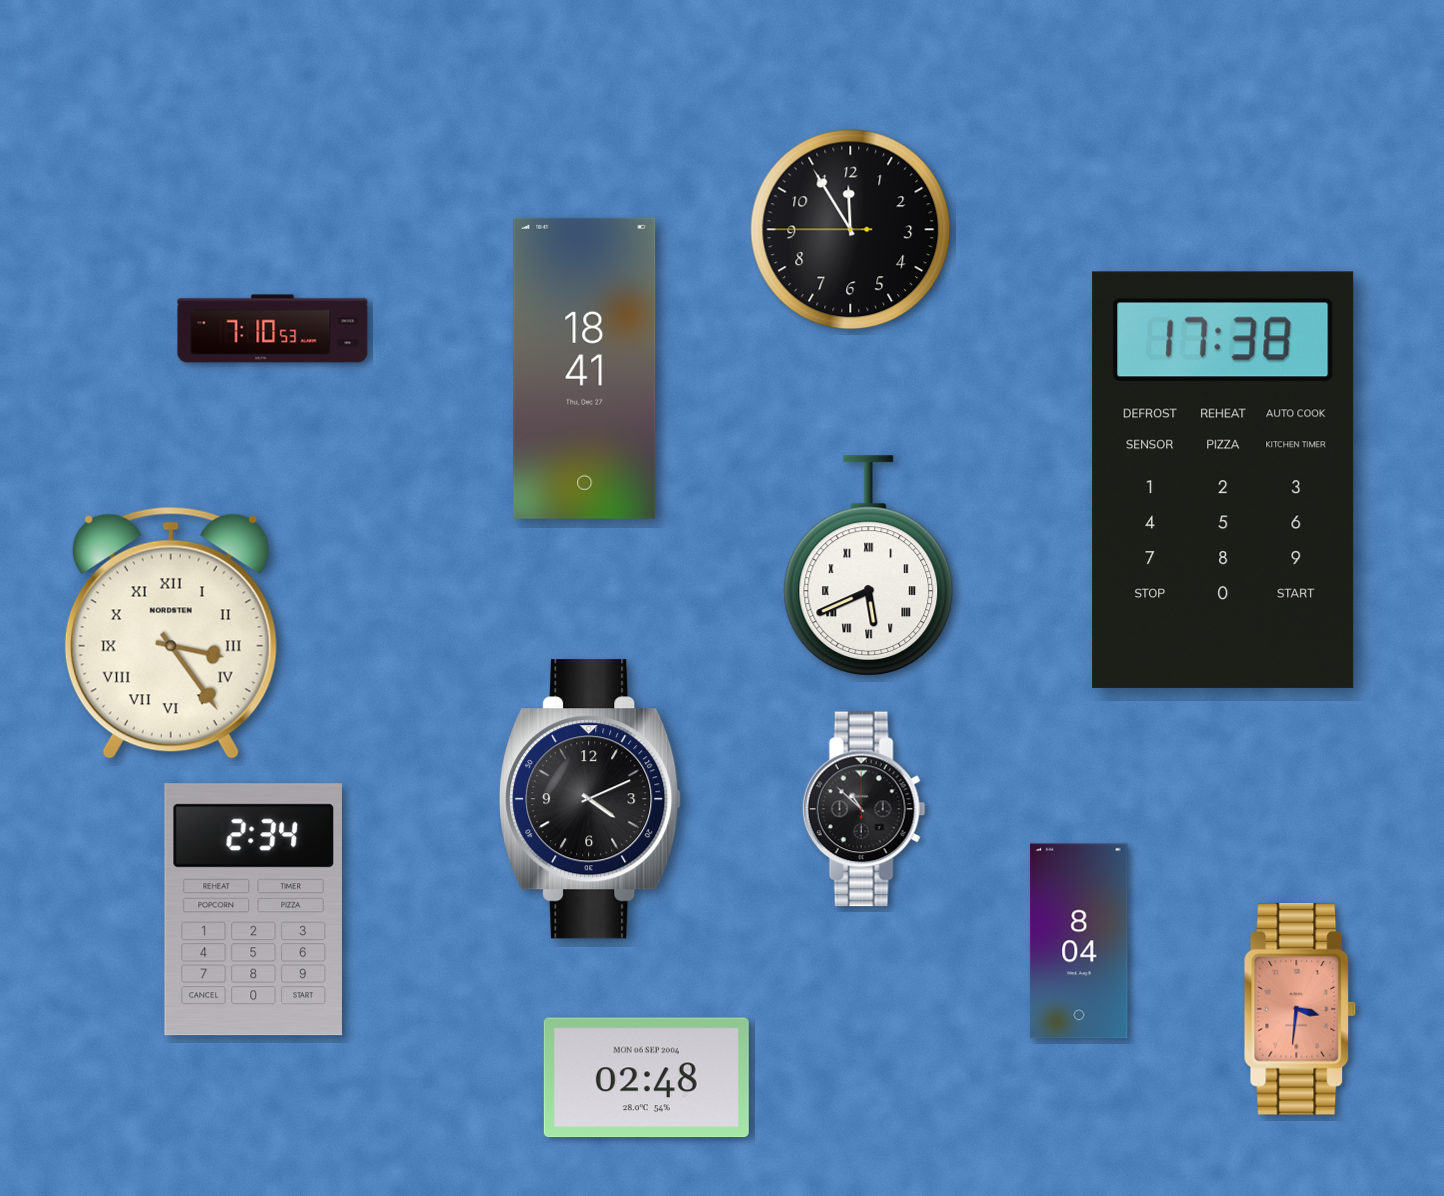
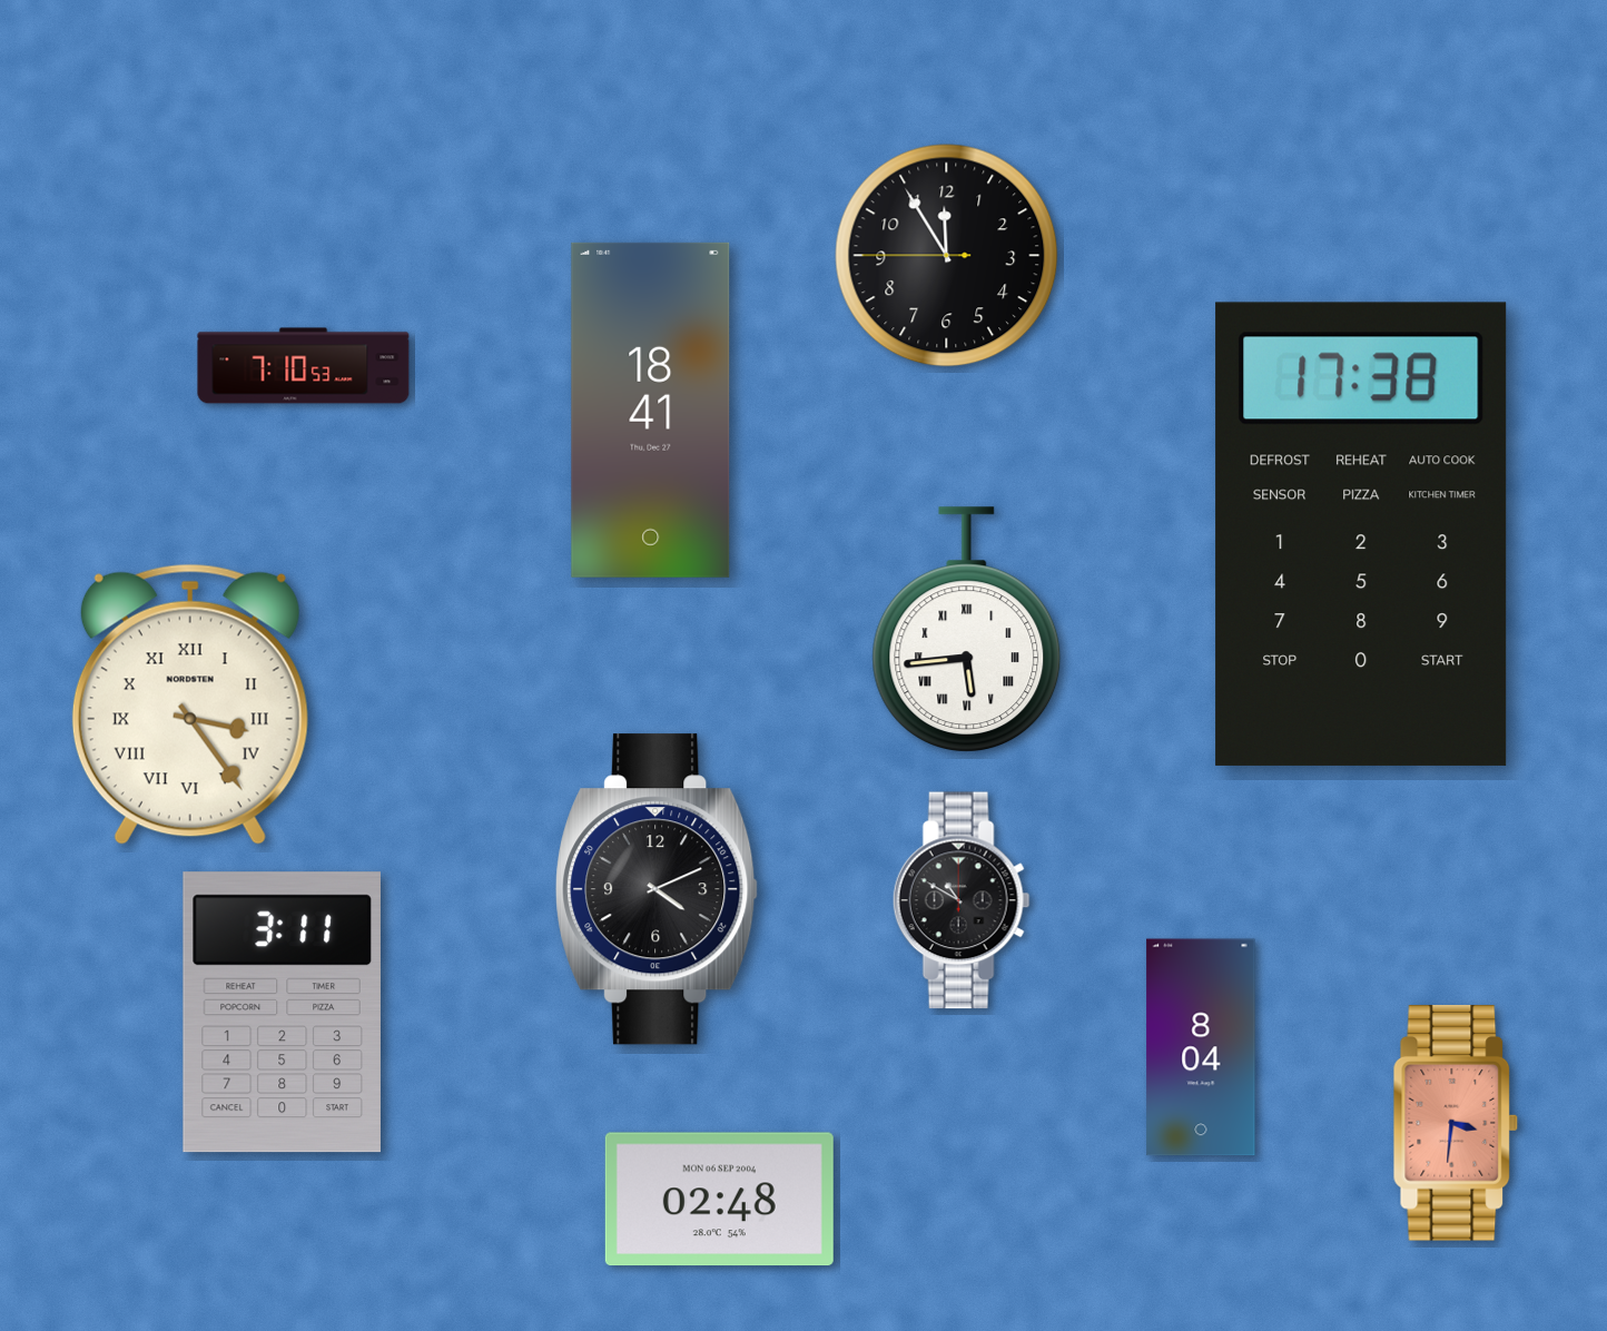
clock at (869, 566): 5:41 -> 5:44
clock at (864, 809): 10:52 -> 10:50
clock at (253, 910): 2:34 -> 3:11
clock at (1300, 1009) position: (1300, 1009) -> (1456, 1123)
